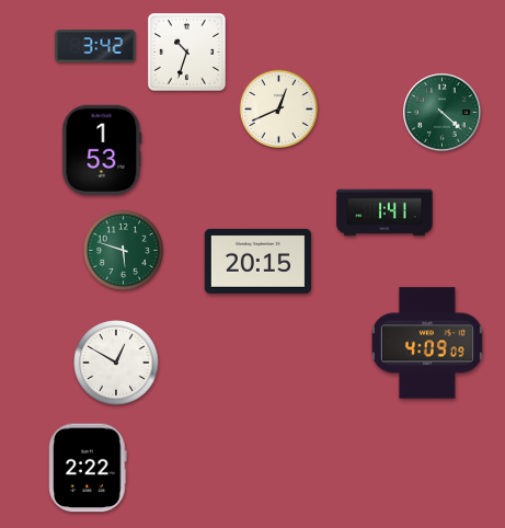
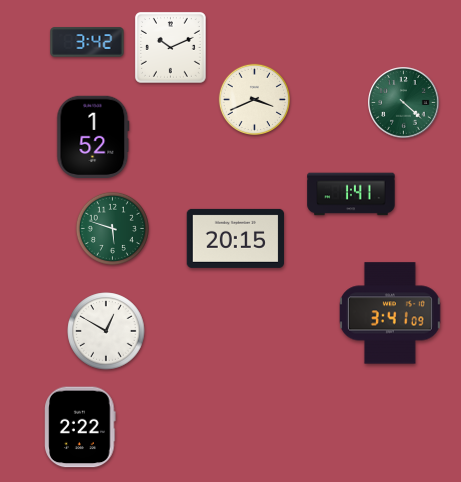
clock at (186, 51): 10:33 -> 10:11
clock at (278, 108): 12:41 -> 3:41
clock at (102, 150): 1:53 -> 1:52
clock at (427, 343): 4:09 -> 3:41
